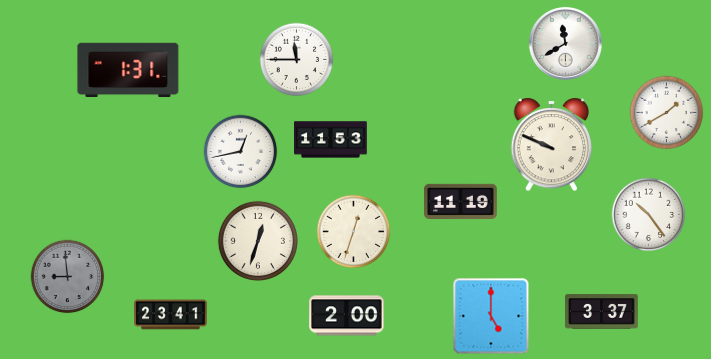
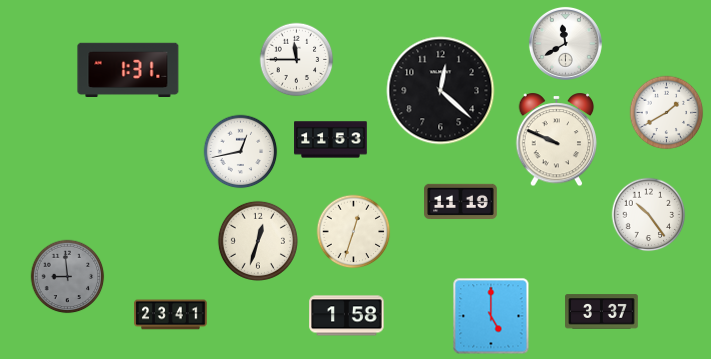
clock at (441, 91): none -> 12:22
clock at (552, 145) position: (552, 145) -> (557, 140)
clock at (347, 316): 2:00 -> 1:58
